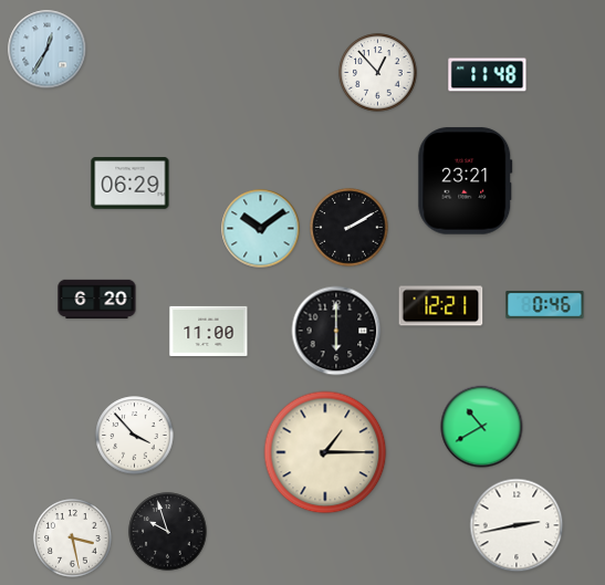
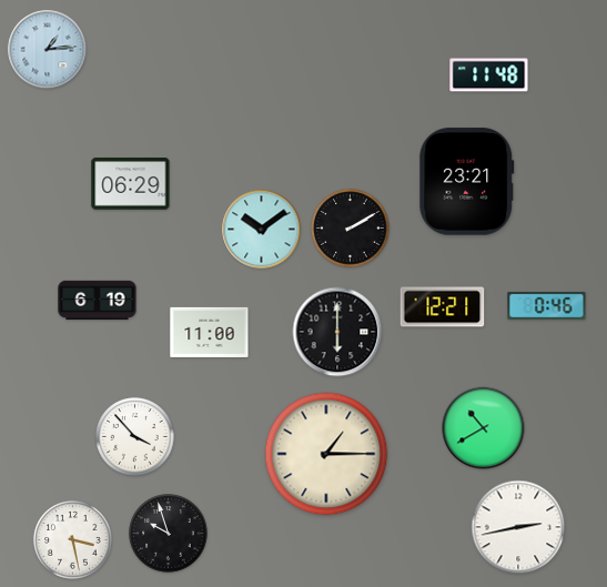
clock at (48, 50): 12:35 -> 1:14
clock at (378, 73): 12:53 -> none
clock at (97, 300): 6:20 -> 6:19
